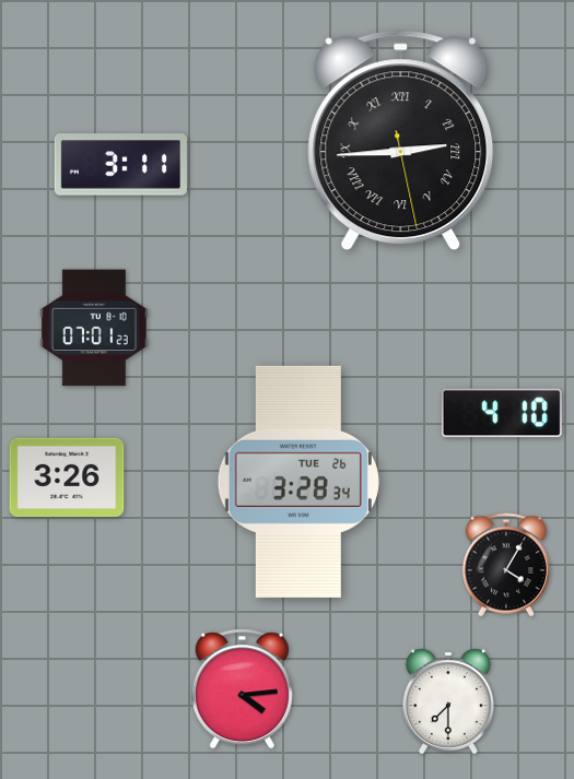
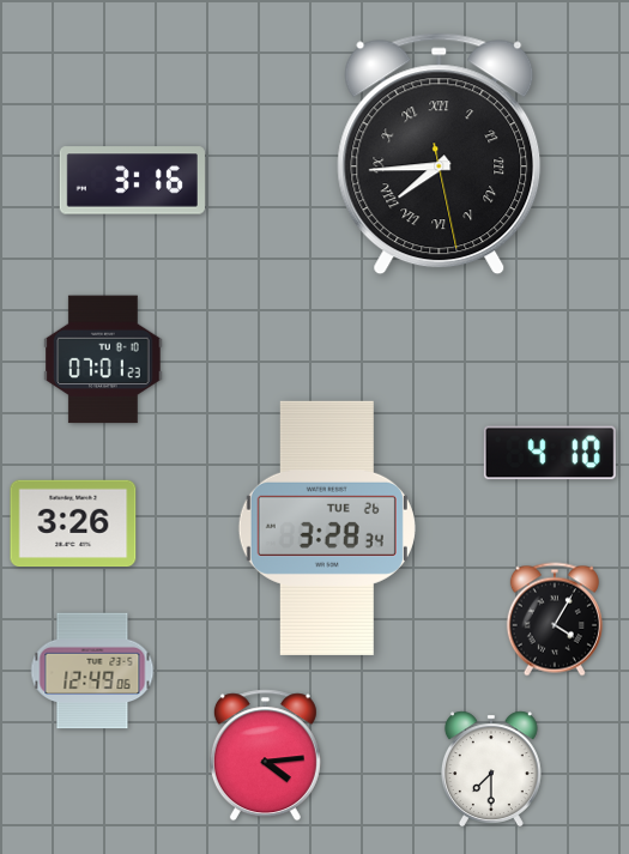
clock at (401, 141): 2:44 -> 7:44
clock at (120, 165): 3:11 -> 3:16
clock at (92, 671): none -> 12:49
